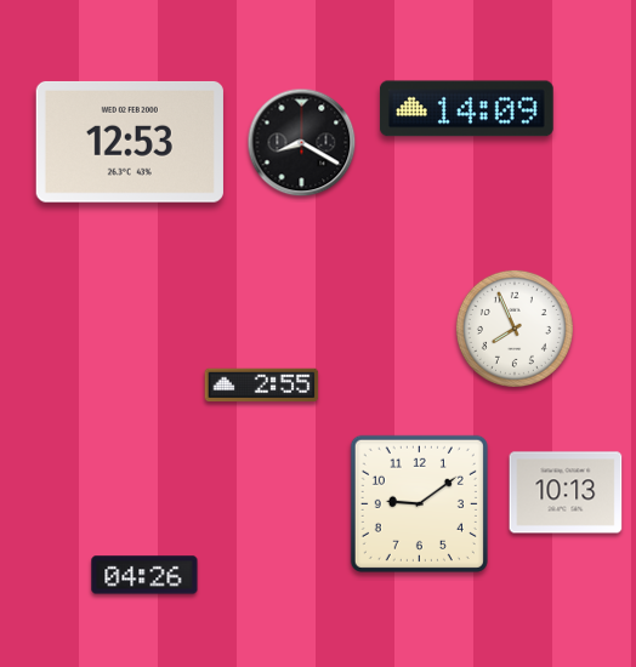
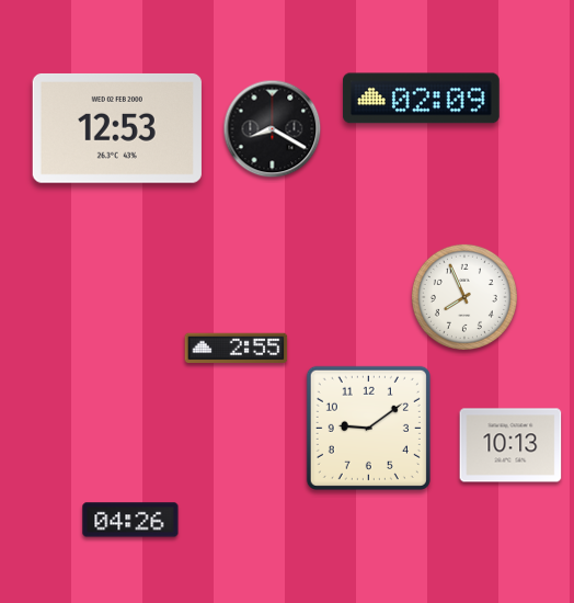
clock at (466, 109): 14:09 -> 02:09
clock at (419, 503) position: (419, 503) -> (368, 428)
